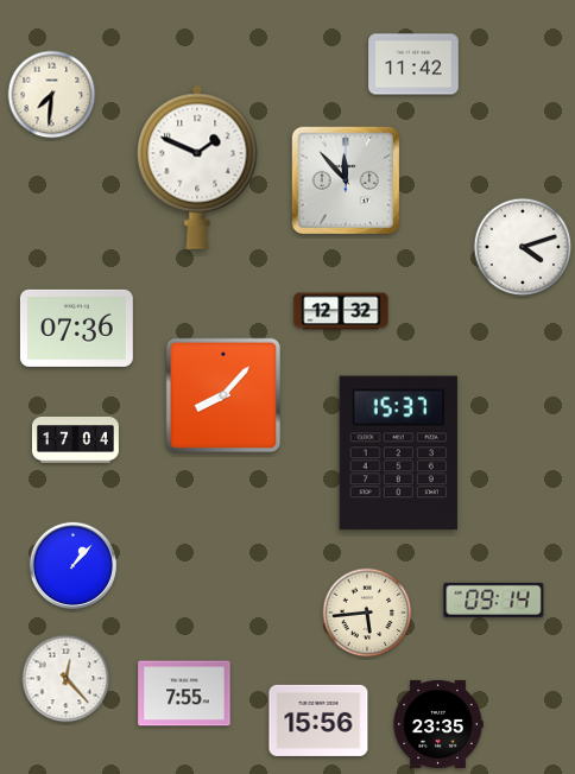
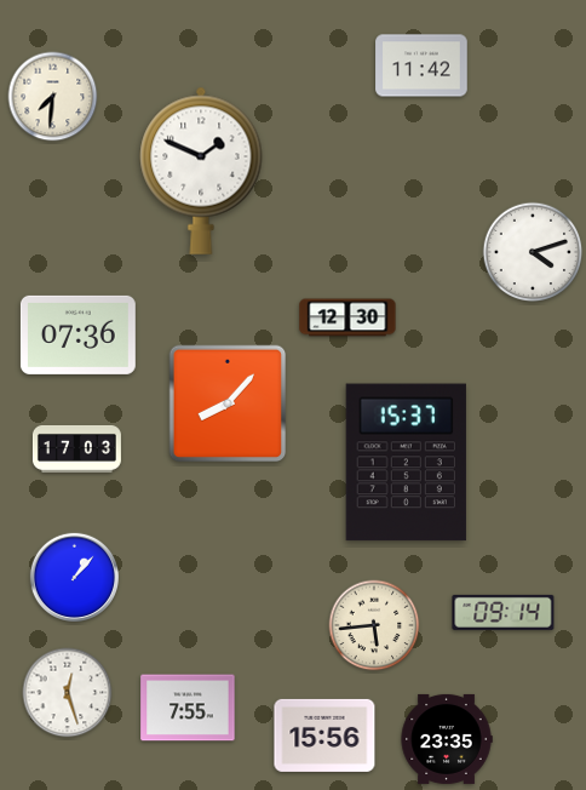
clock at (345, 179): 11:53 -> none
clock at (341, 311): 12:32 -> 12:30
clock at (75, 439): 17:04 -> 17:03
clock at (67, 679): 12:23 -> 12:27
